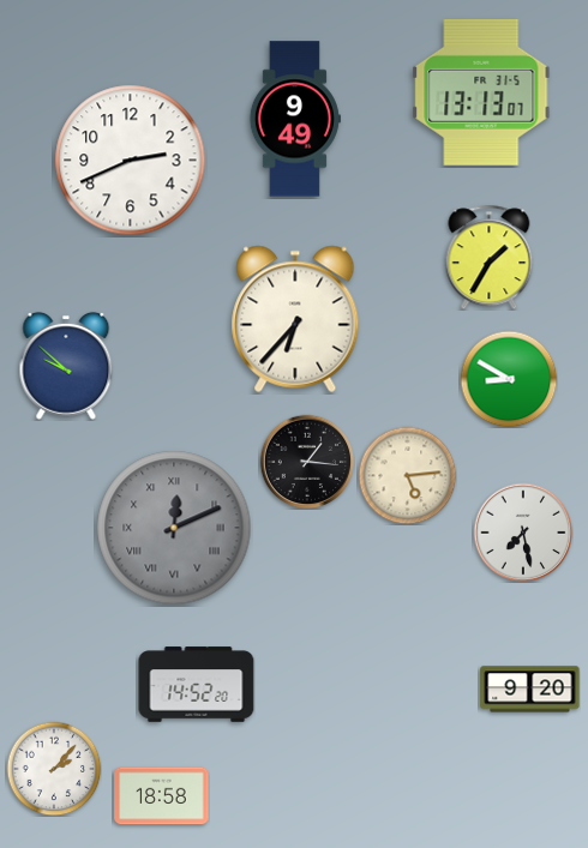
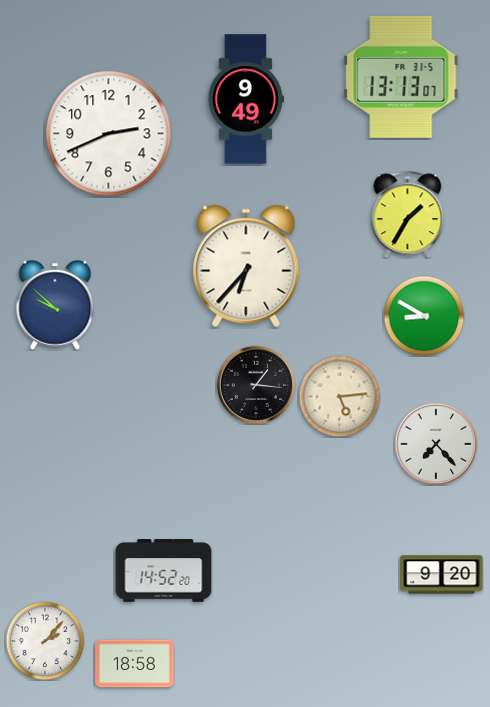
clock at (174, 528): 12:11 -> none
clock at (523, 533): 7:28 -> 7:23
